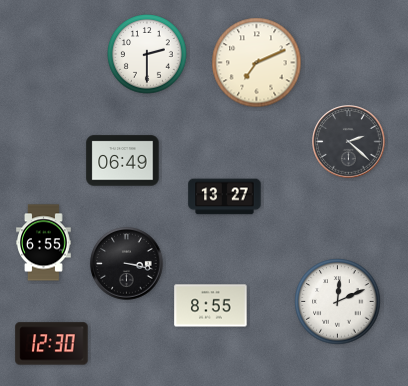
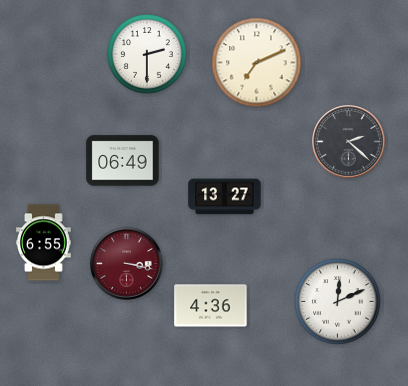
clock at (127, 264) dial: black -> burgundy
clock at (211, 306): 8:55 -> 4:36
clock at (52, 344): 12:30 -> none
